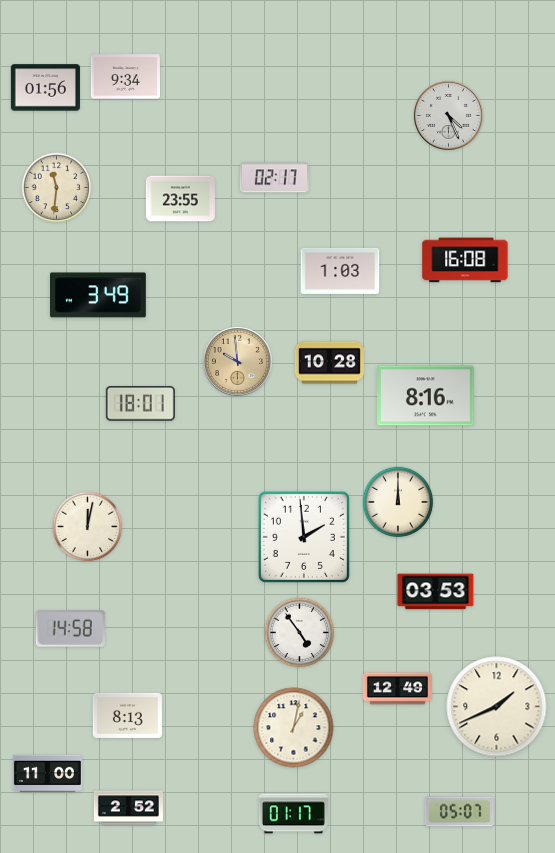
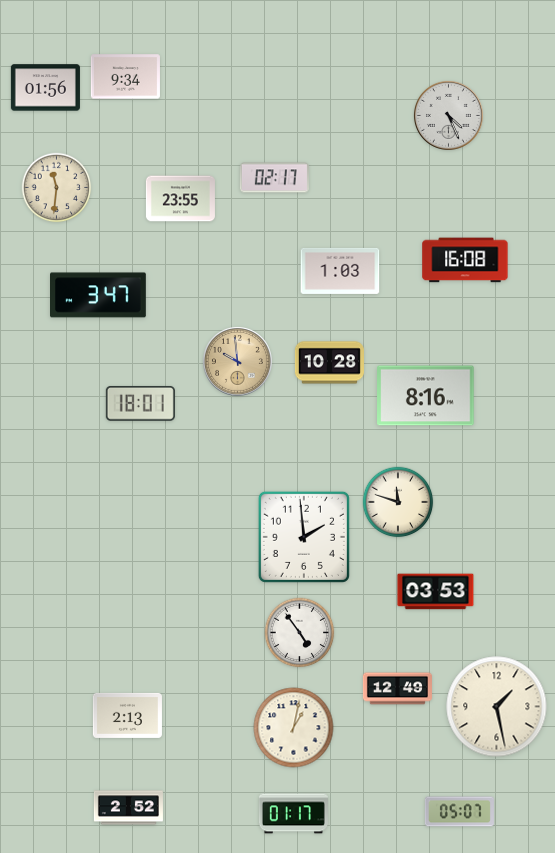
clock at (99, 295): 3:49 -> 3:47
clock at (398, 502): 12:00 -> 11:48
clock at (88, 527): 12:02 -> none
clock at (70, 629): 14:58 -> none
clock at (497, 707): 1:41 -> 1:28
clock at (127, 715): 8:13 -> 2:13
clock at (47, 774): 11:00 -> none
